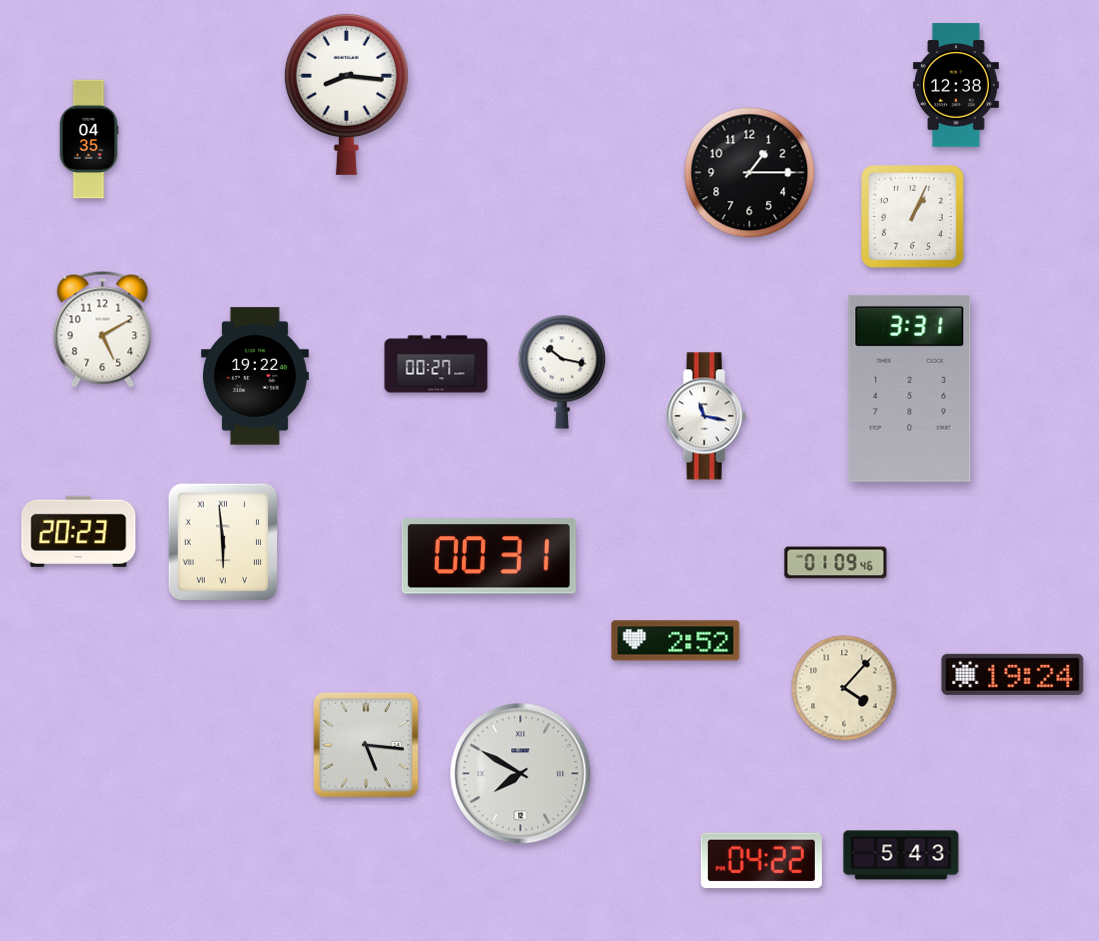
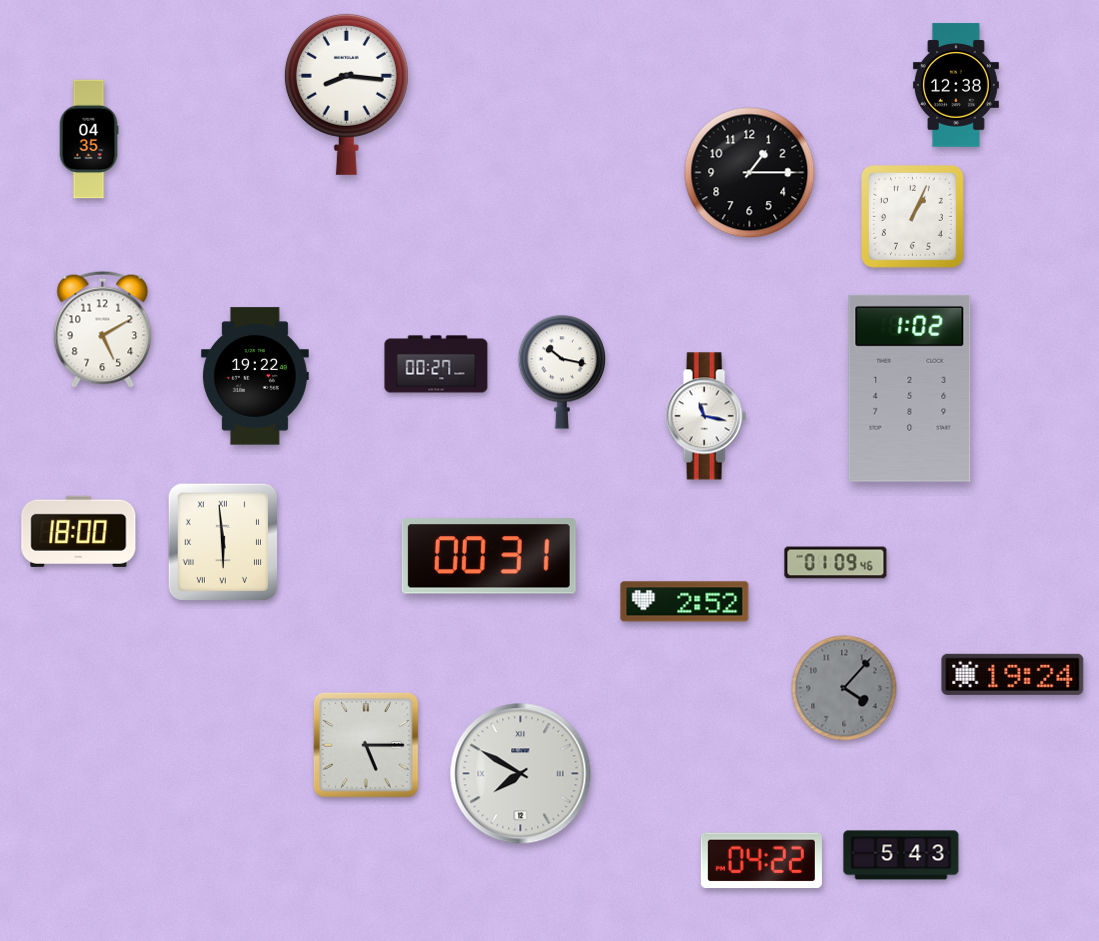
clock at (910, 388): 3:31 -> 1:02
clock at (79, 531): 20:23 -> 18:00
clock at (676, 641) position: (676, 641) -> (685, 602)
clock at (844, 688) dial: cream -> grey
clock at (366, 745): 5:16 -> 5:15
